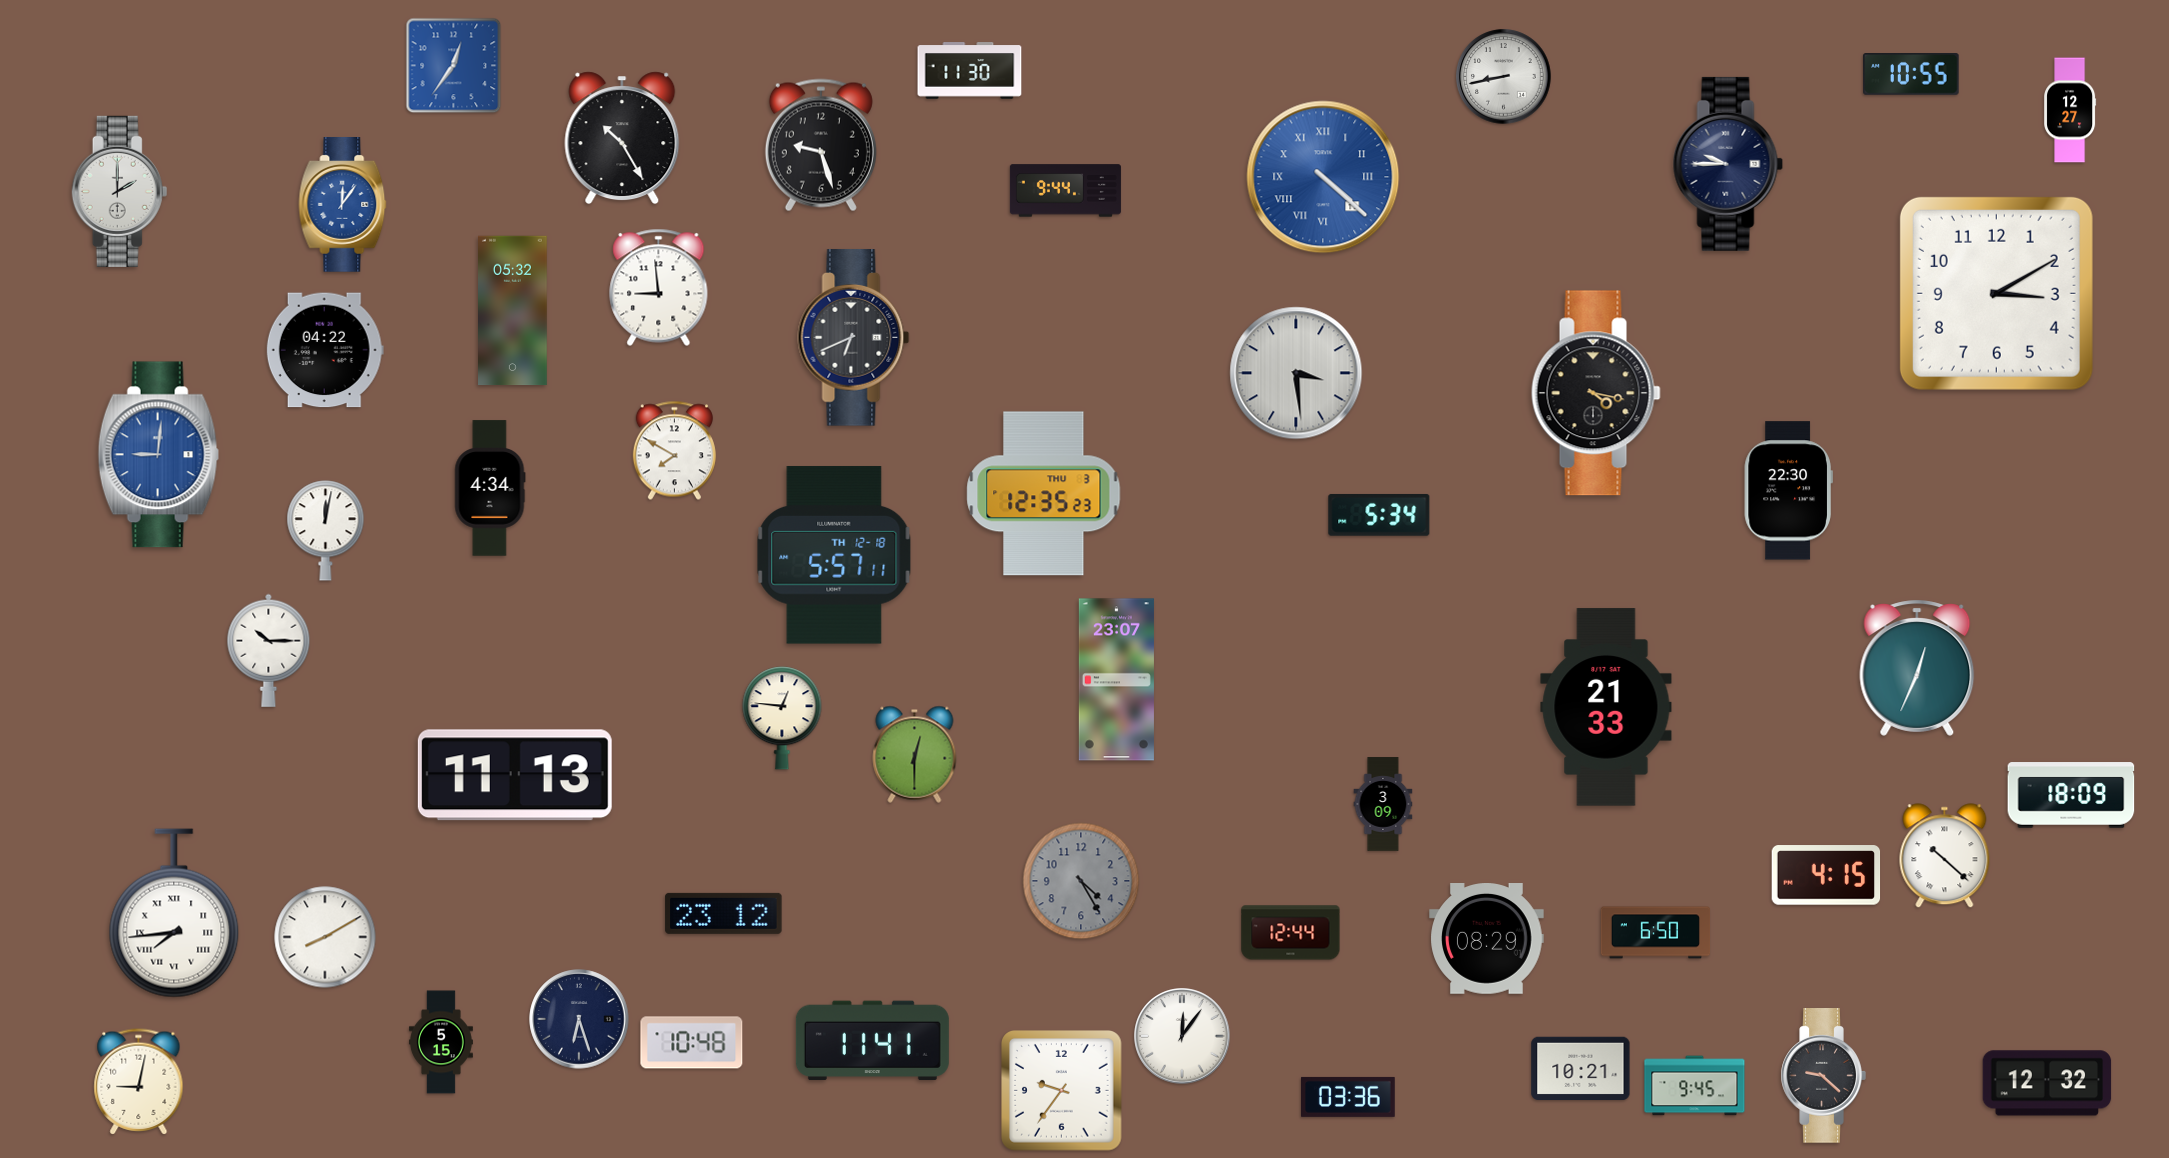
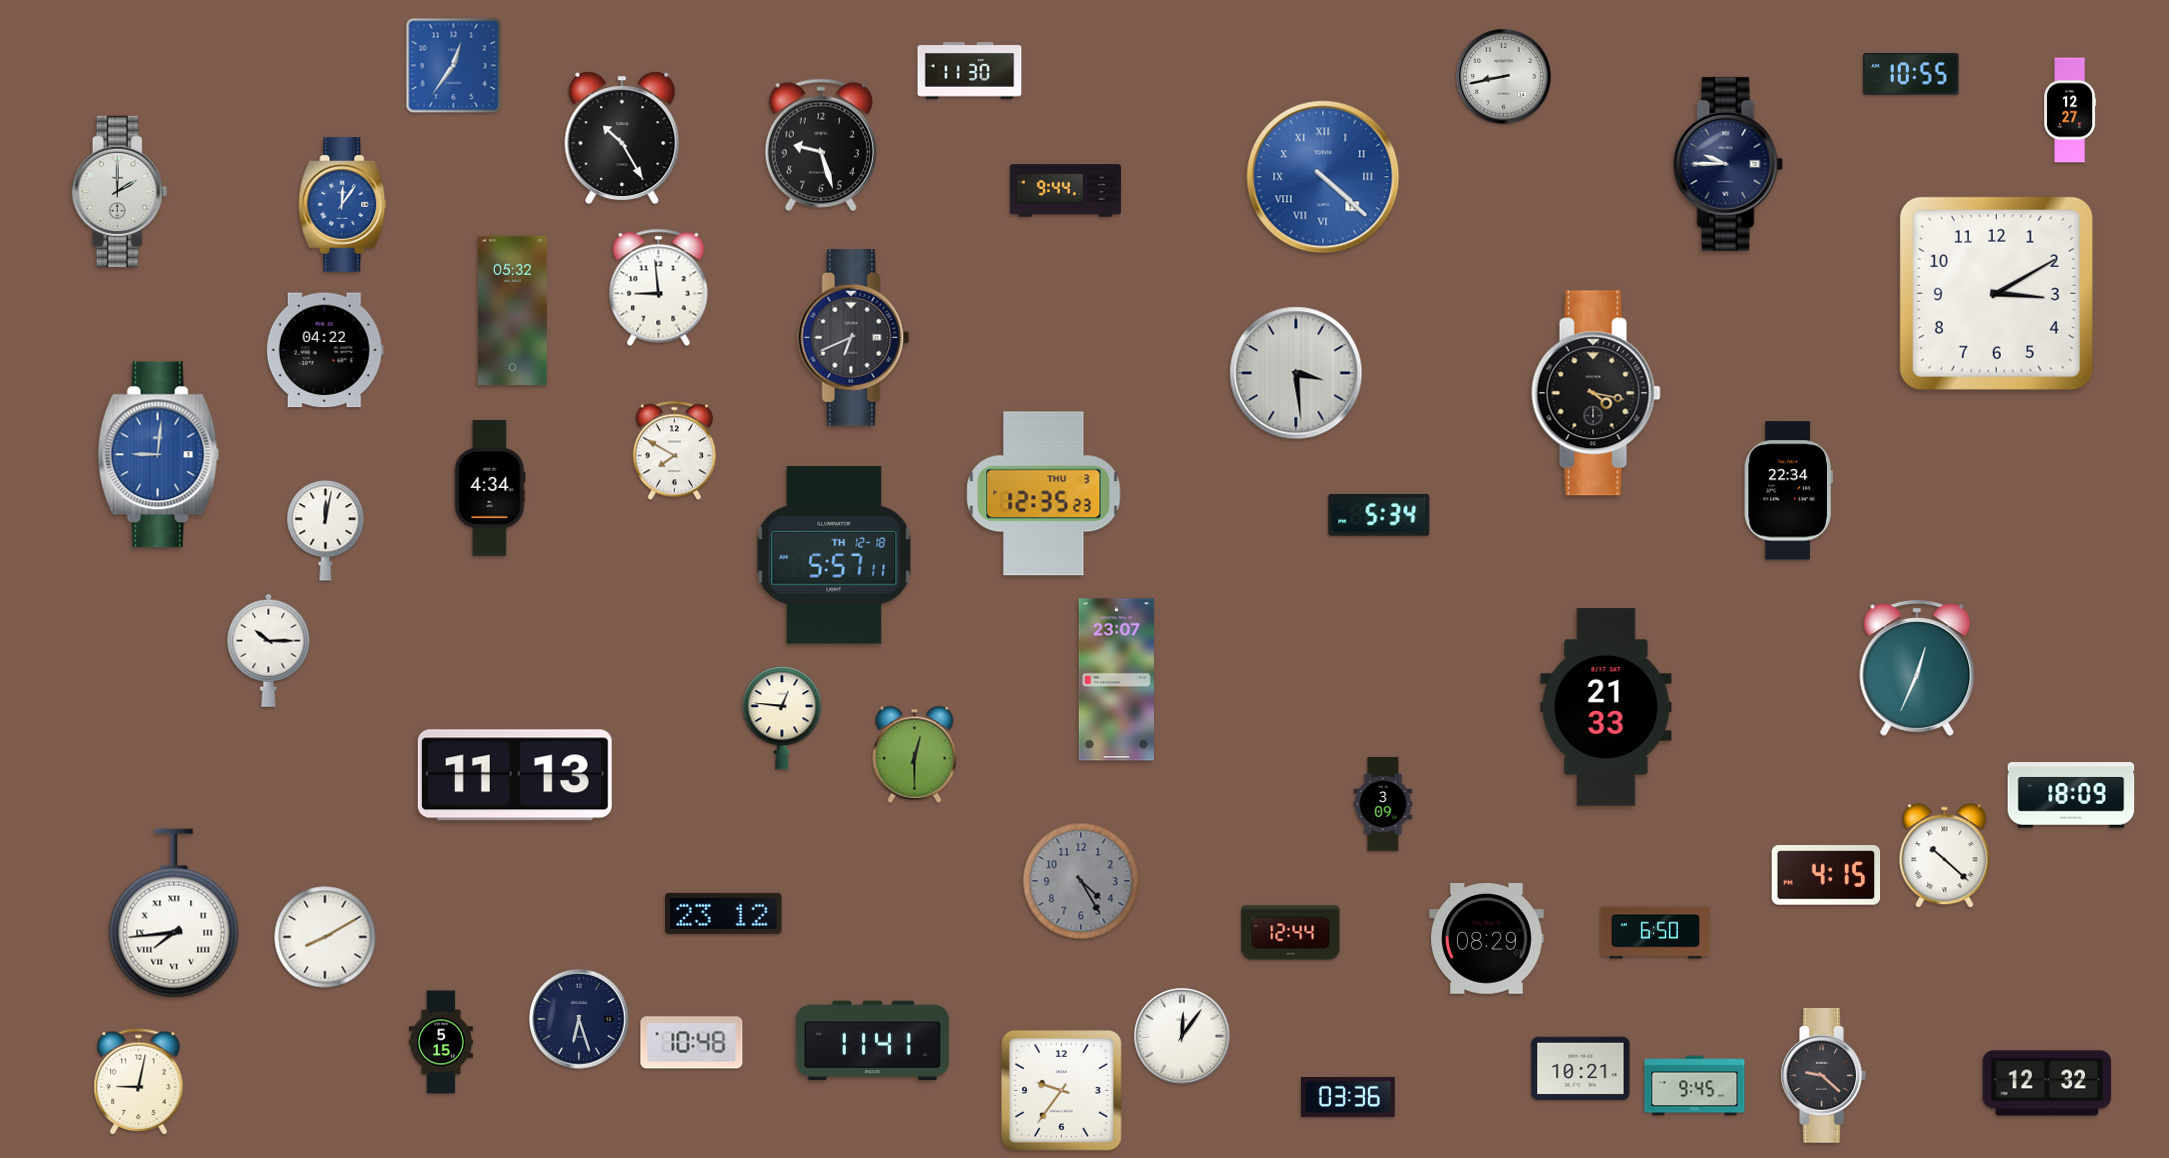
clock at (1788, 491): 22:30 -> 22:34
